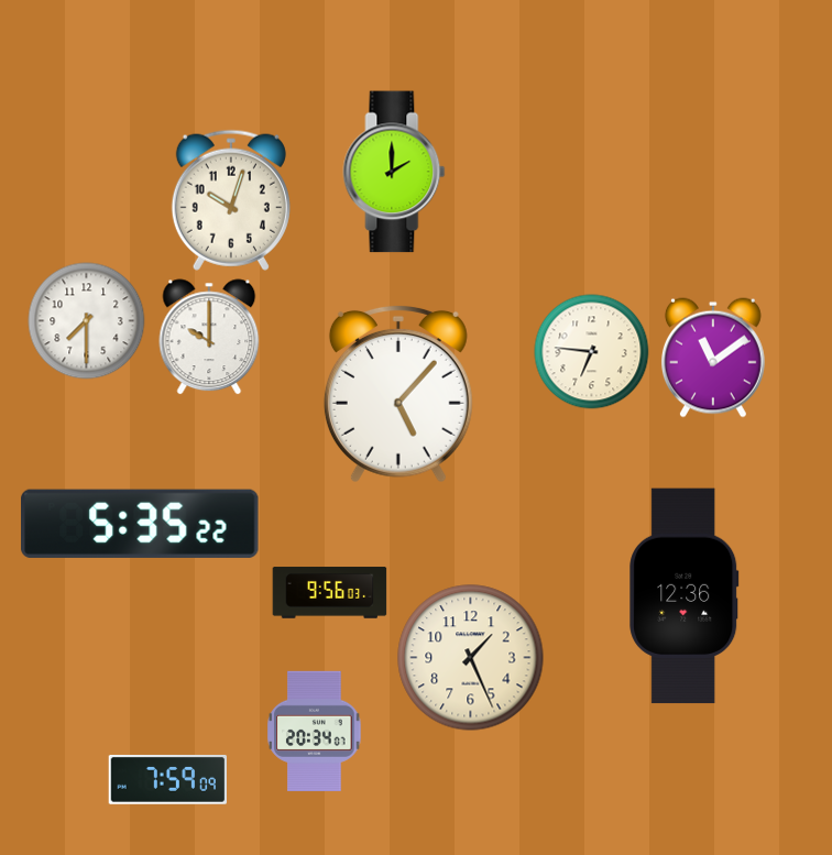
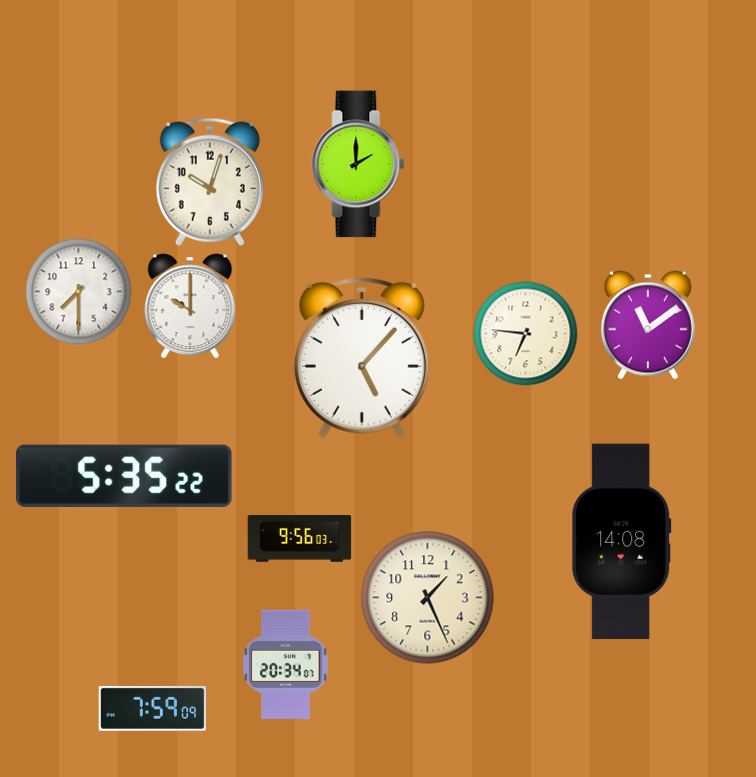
clock at (394, 172) position: (394, 172) -> (358, 164)
clock at (592, 352) position: (592, 352) -> (526, 334)
clock at (140, 524) position: (140, 524) -> (124, 476)
clock at (685, 596): 12:36 -> 14:08
